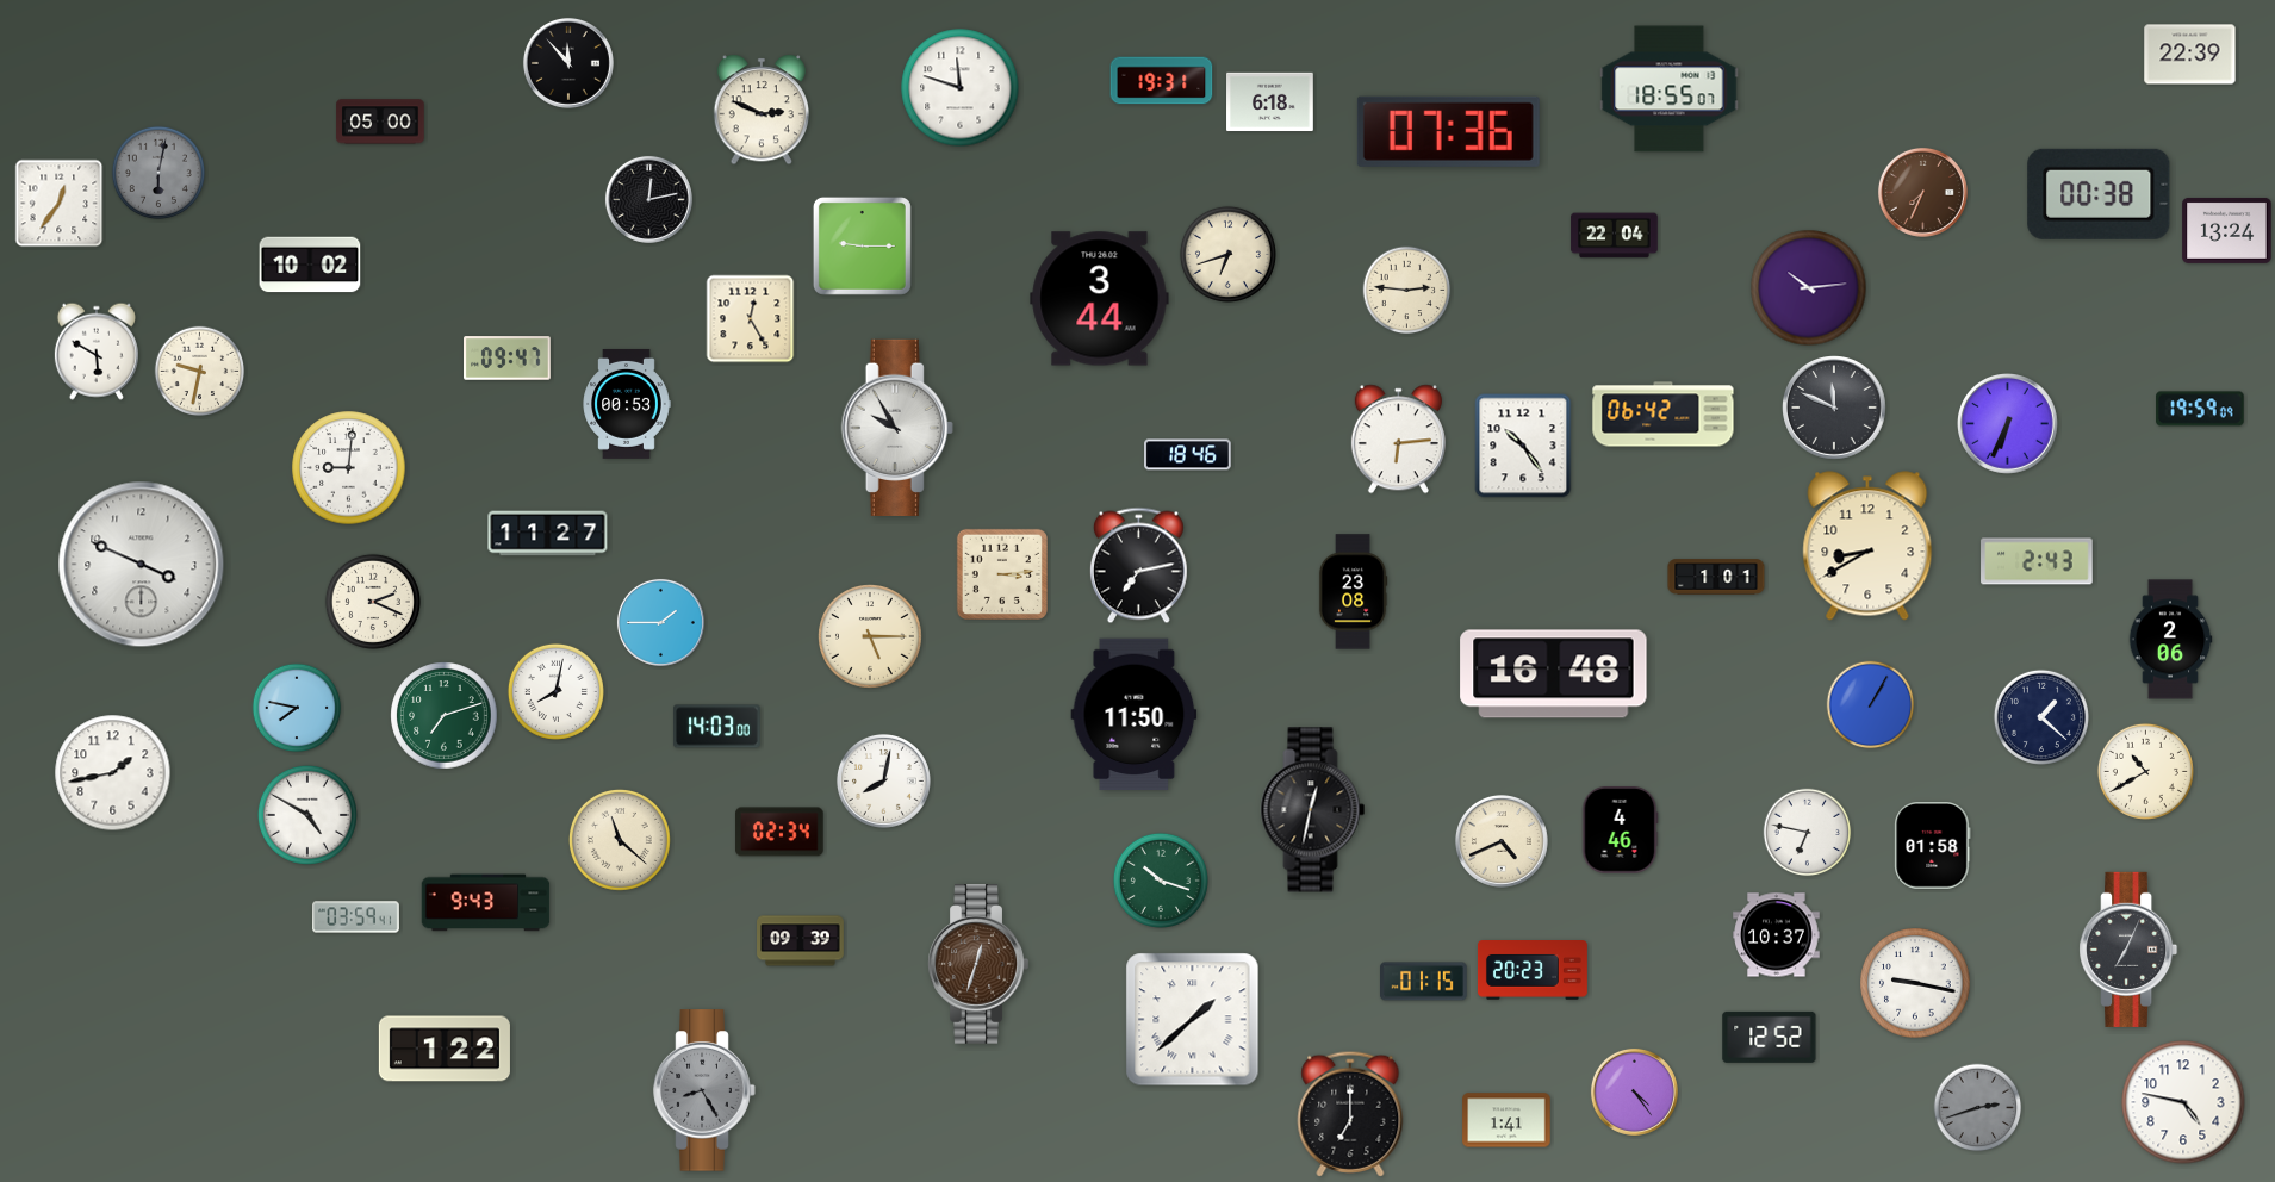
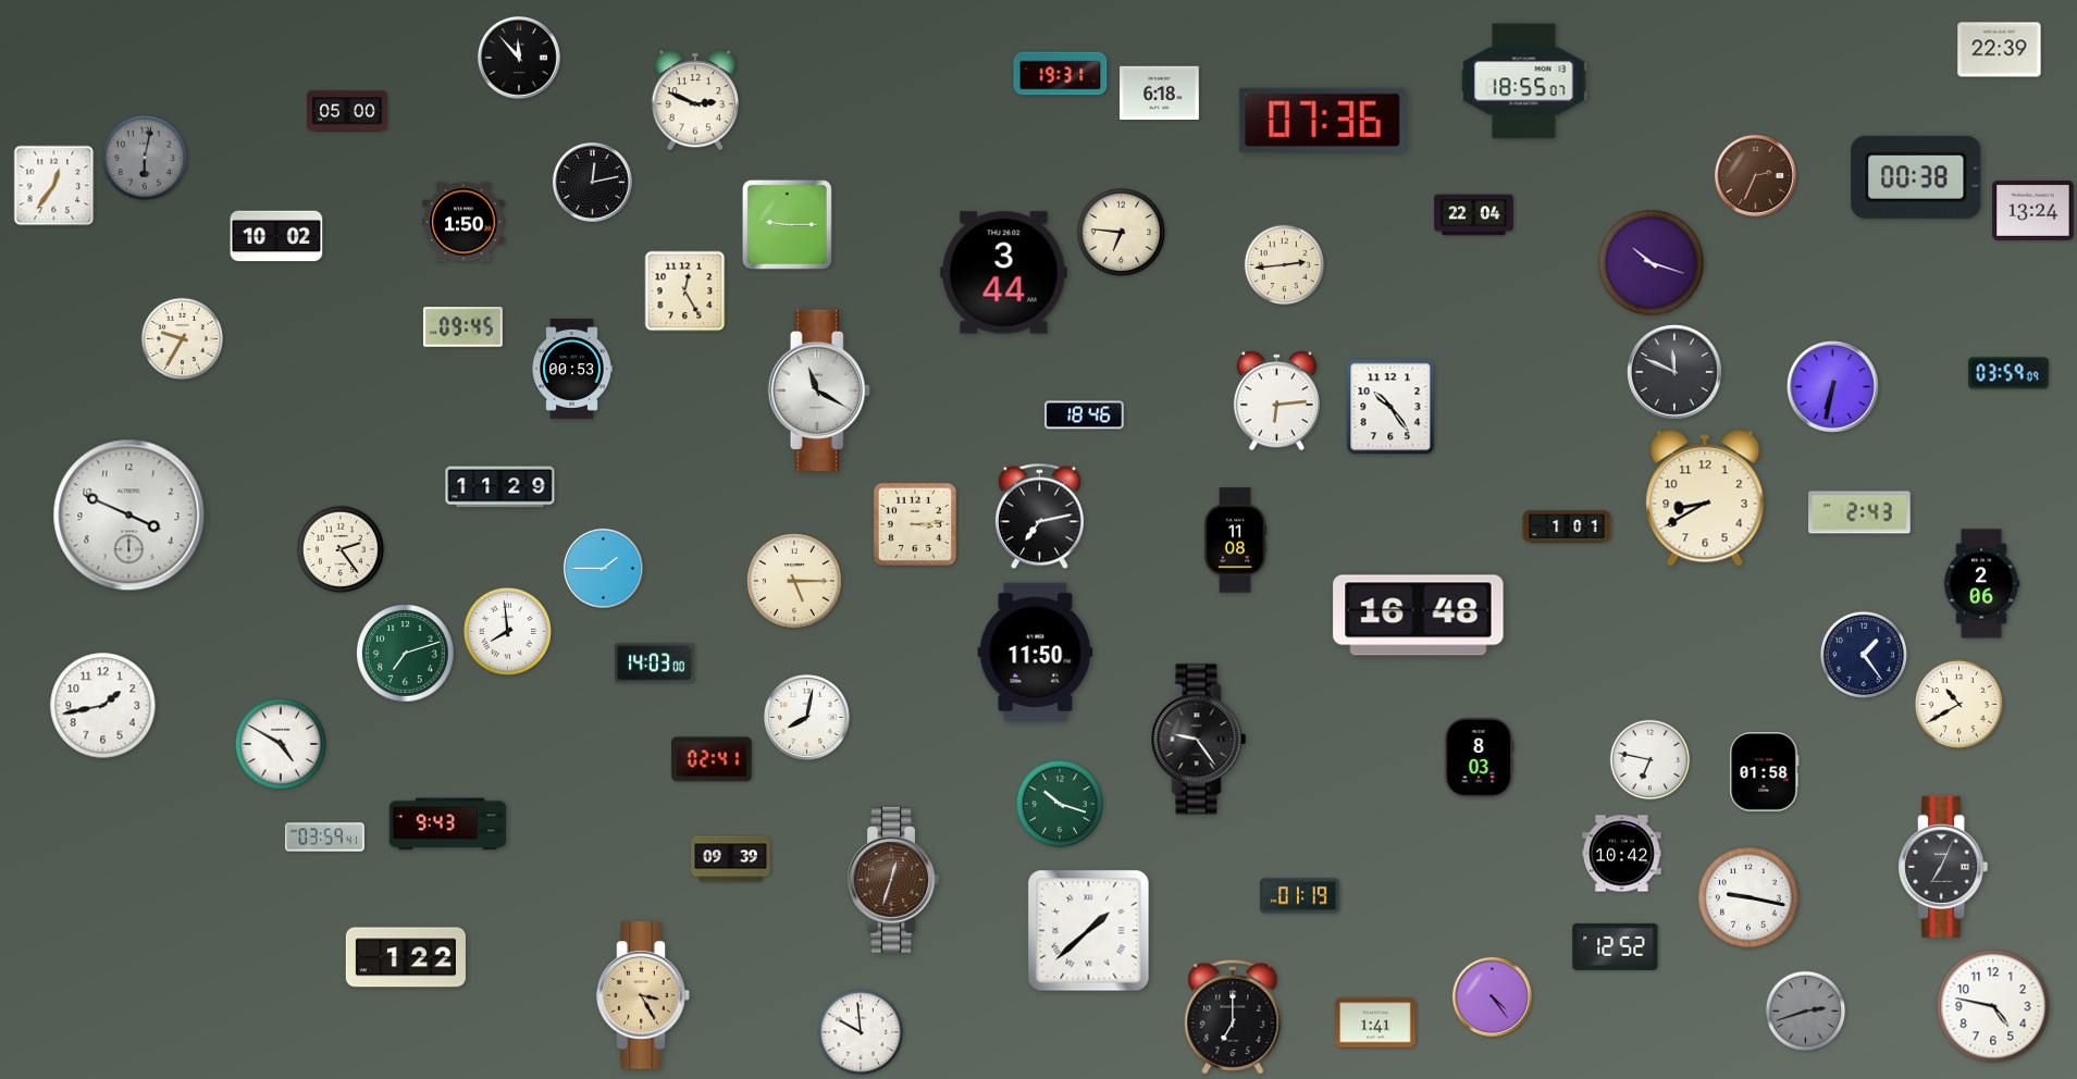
clock at (961, 88): 11:48 -> none
clock at (1922, 192): 7:34 -> 2:34
clock at (463, 222): none -> 1:50
clock at (1227, 254): 6:42 -> 6:46
clock at (310, 265) position: (310, 265) -> (276, 236)
clock at (1809, 288): 10:14 -> 10:18
clock at (1407, 291): 2:46 -> 2:44
clock at (97, 352): 5:50 -> none
clock at (508, 359): 09:47 -> 09:45
clock at (200, 372): 9:32 -> 9:35
clock at (2200, 409): 19:59 -> 03:59
clock at (1664, 415): 06:42 -> none
clock at (2008, 424): 6:34 -> 6:32
clock at (897, 427): 9:55 -> 11:20
clock at (349, 468): 9:01 -> none
clock at (548, 534): 11:27 -> 11:29
clock at (1353, 592): 23:08 -> 11:08
clock at (373, 602): 2:19 -> 2:24
clock at (555, 691): 8:02 -> 7:59
clock at (1871, 705): 1:05 -> none
clock at (297, 708): 7:47 -> none
clock at (2041, 717): 1:22 -> 1:24
clock at (883, 780) position: (883, 780) -> (806, 717)
clock at (1313, 810): 12:32 -> 9:24
clock at (1620, 830): 4:46 -> 8:03
clock at (779, 832): 02:34 -> 02:41
clock at (620, 840): 11:22 -> none
clock at (1502, 841): 4:41 -> none
clock at (486, 903) position: (486, 903) -> (448, 824)
clock at (1777, 935): 10:37 -> 10:42
clock at (1533, 971): 20:23 -> none
clock at (1424, 982): 01:15 -> 01:19
clock at (704, 1090): 8:25 -> 3:25
clock at (704, 1090) dial: grey -> champagne
clock at (860, 1031): none -> 9:59
